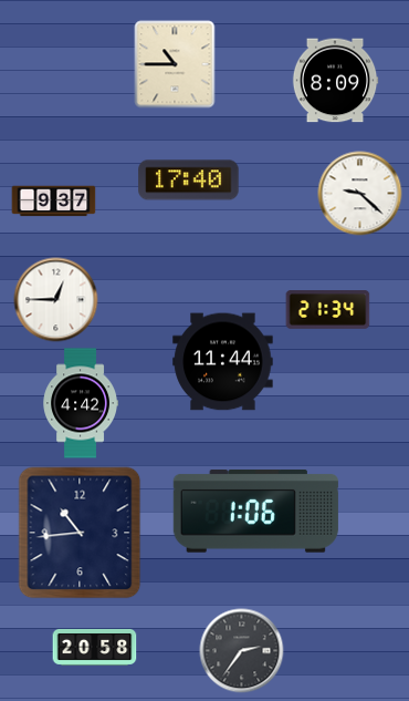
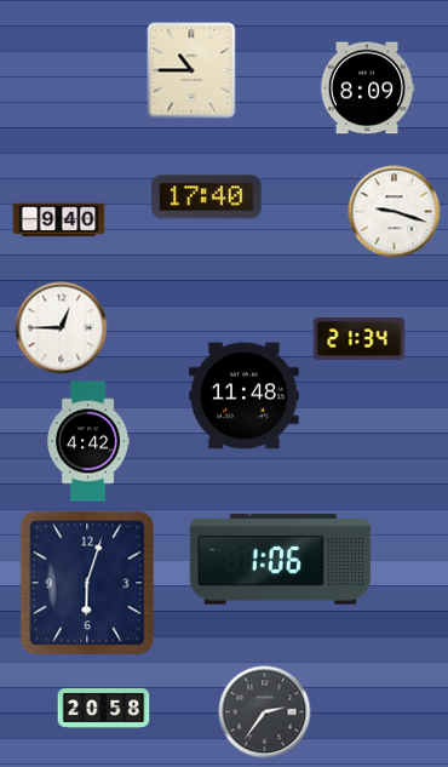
clock at (360, 194): 9:22 -> 9:18
clock at (54, 202): 9:37 -> 9:40
clock at (223, 362): 11:44 -> 11:48
clock at (80, 533): 10:44 -> 6:03
